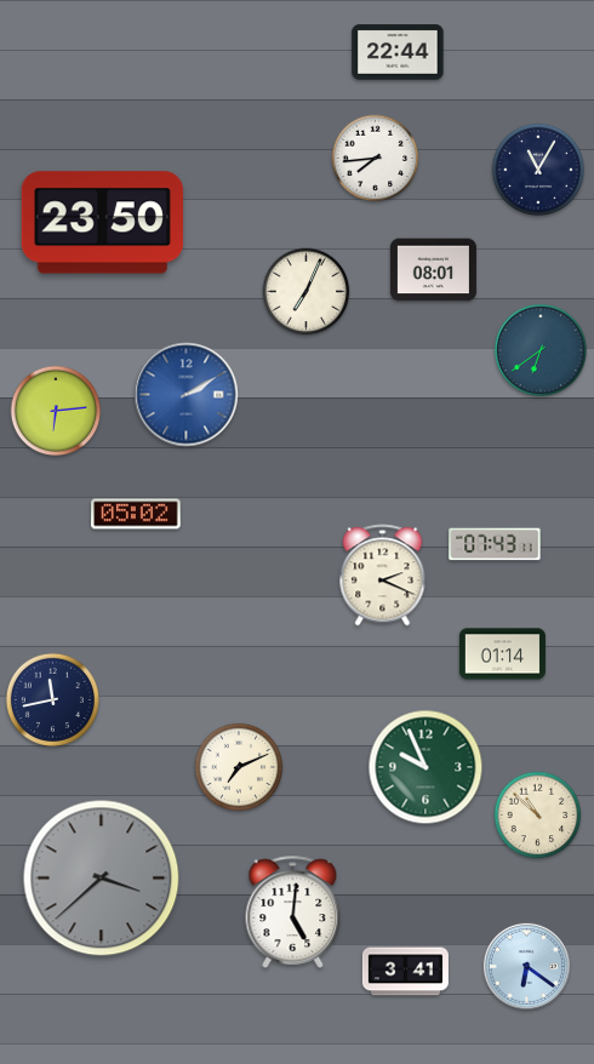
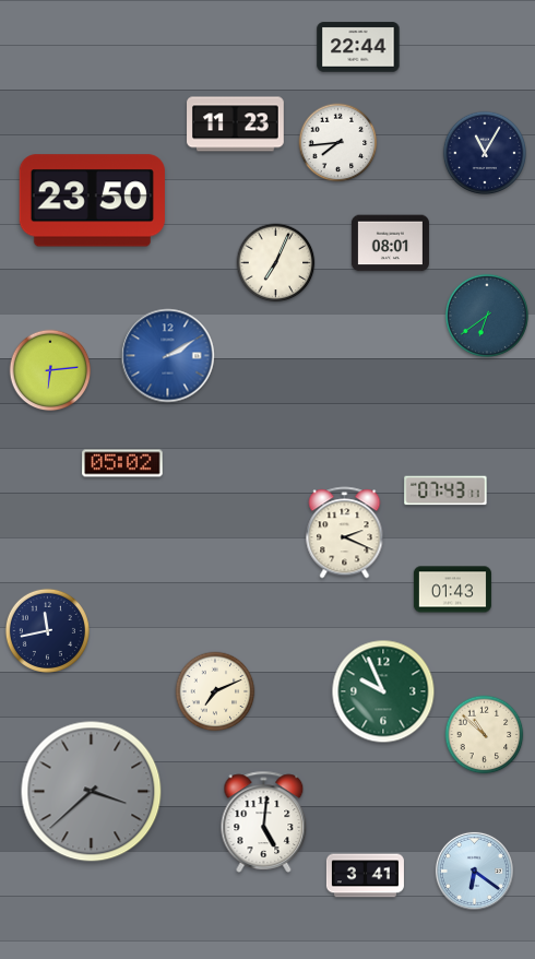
clock at (236, 125): none -> 11:23
clock at (383, 576) position: (383, 576) -> (345, 533)
clock at (502, 654): 01:14 -> 01:43
